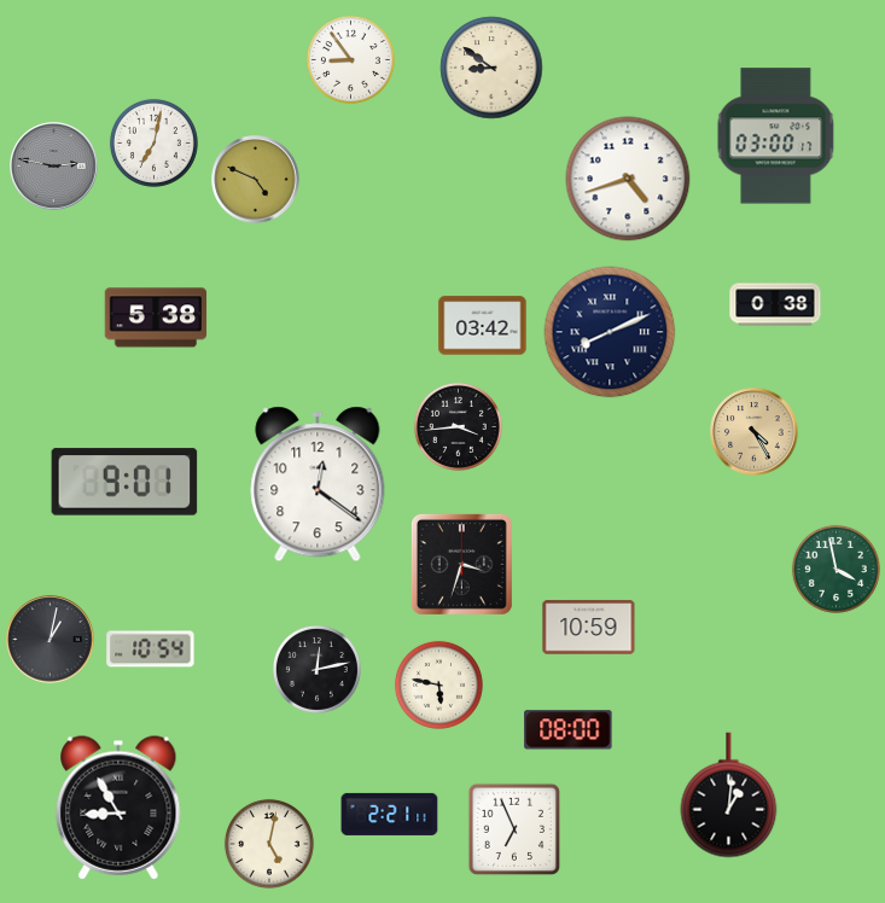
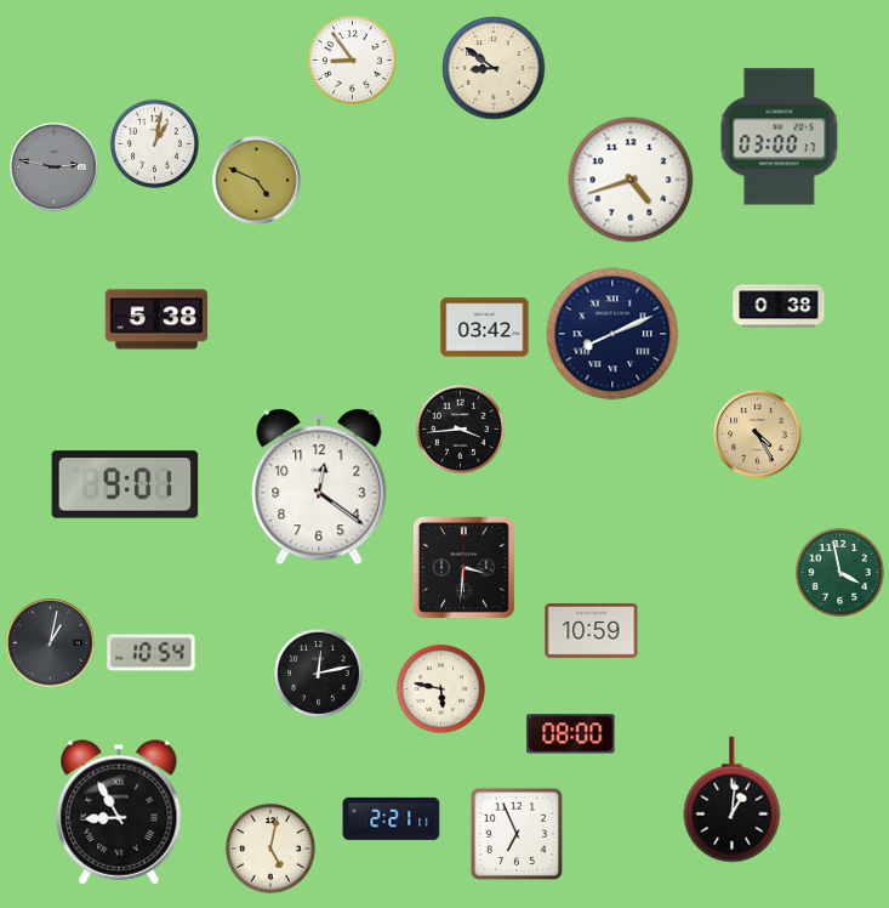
clock at (153, 142): 7:02 -> 1:02
clock at (461, 564): 3:33 -> 3:31
